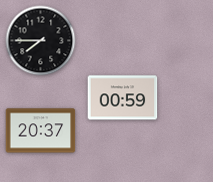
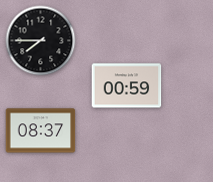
clock at (123, 98) position: (123, 98) -> (127, 86)
clock at (41, 131): 20:37 -> 08:37
